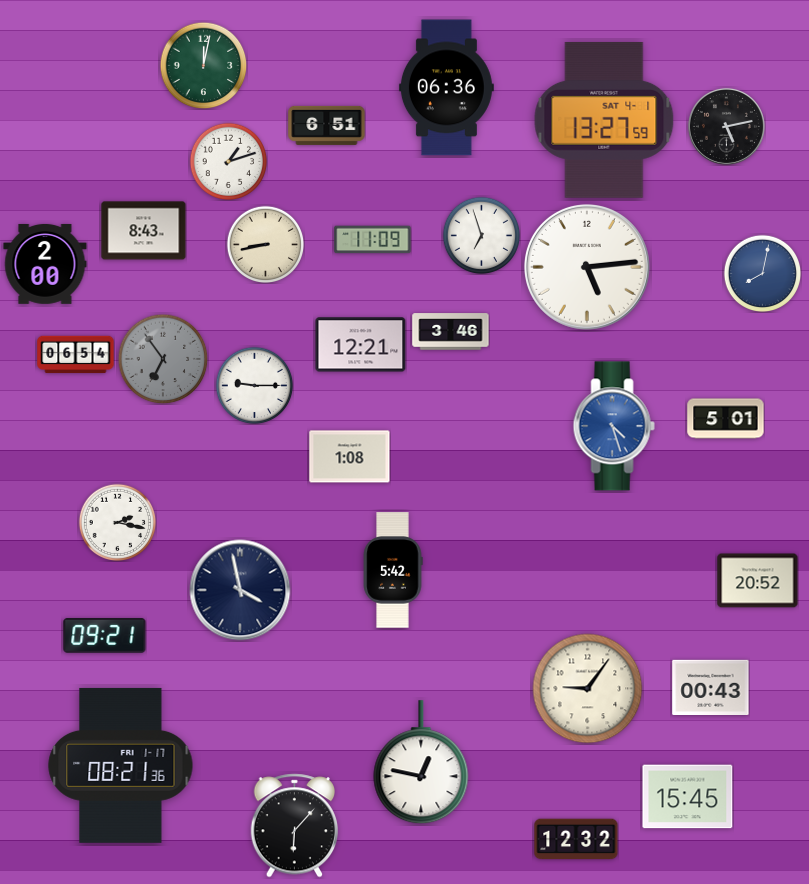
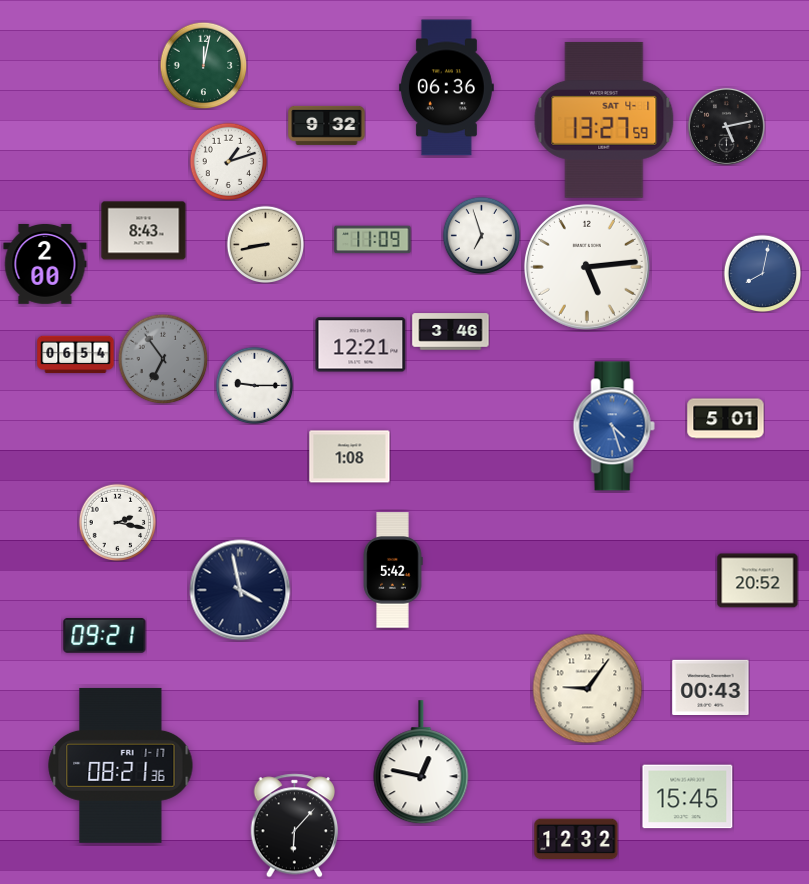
clock at (327, 125): 6:51 -> 9:32
